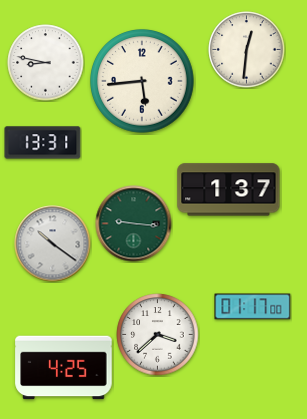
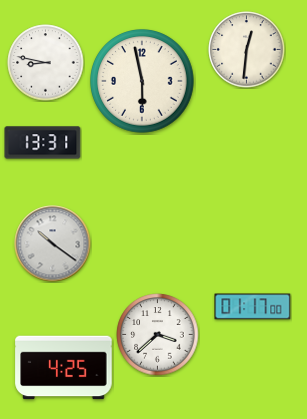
clock at (142, 81): 5:44 -> 5:58
clock at (229, 190): 1:37 -> none
clock at (134, 224): 9:16 -> none
